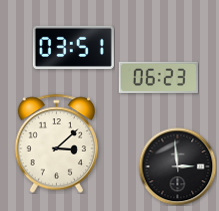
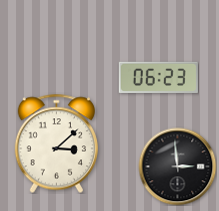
clock at (73, 47): 03:51 -> none
